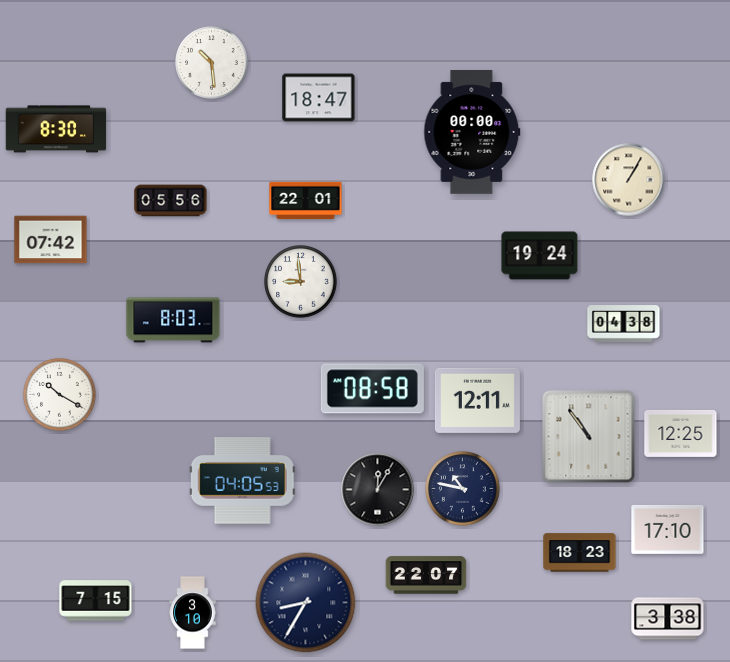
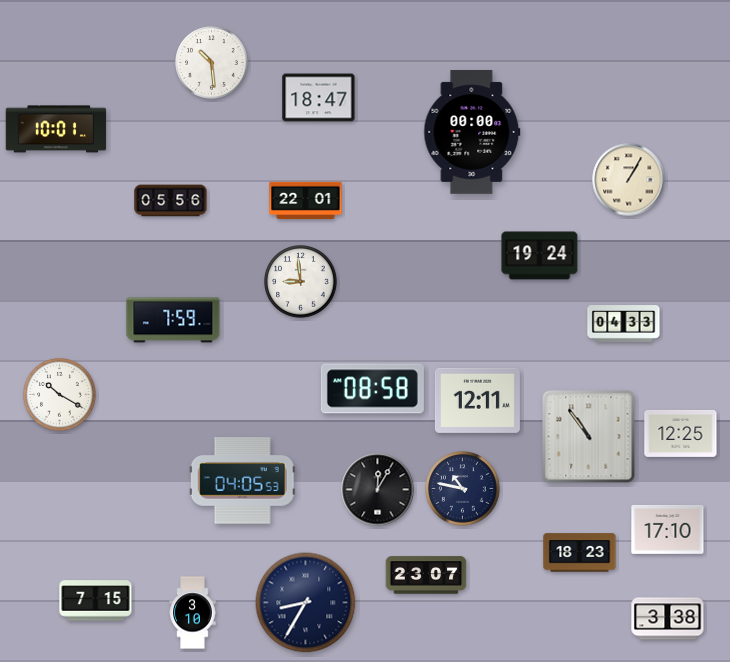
clock at (56, 129): 8:30 -> 10:01
clock at (51, 240): 07:42 -> none
clock at (173, 320): 8:03 -> 7:59
clock at (624, 324): 04:38 -> 04:33
clock at (426, 575): 22:07 -> 23:07
